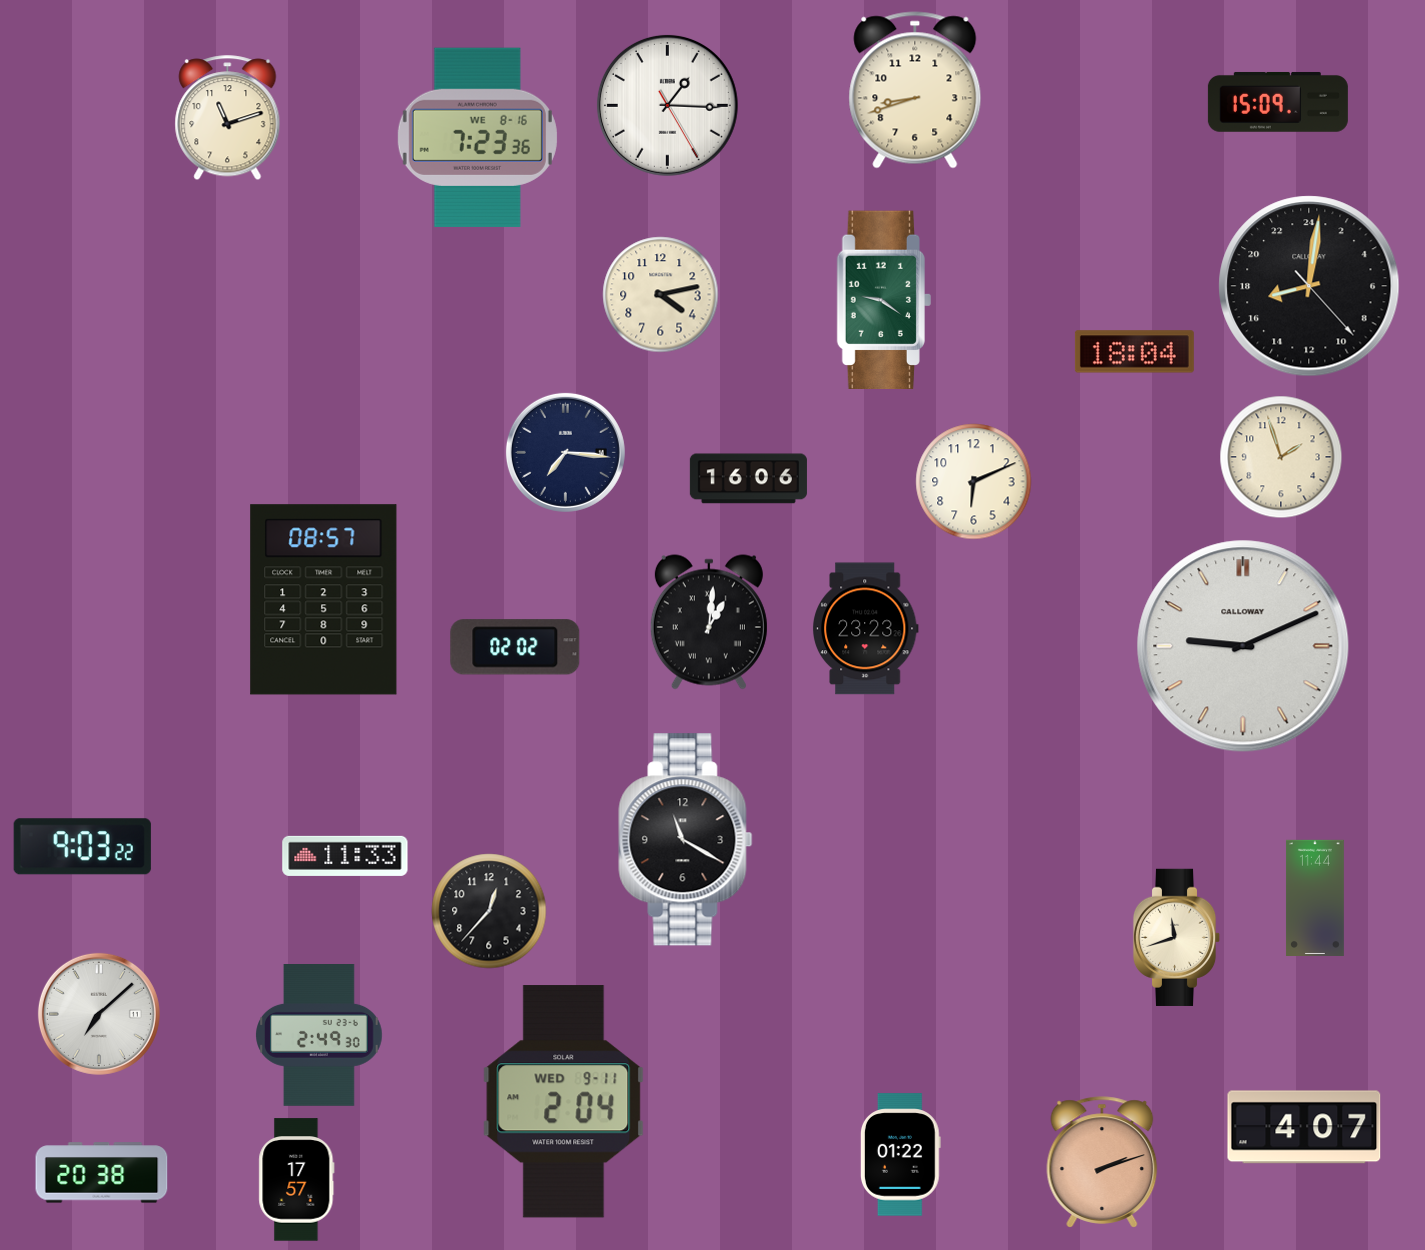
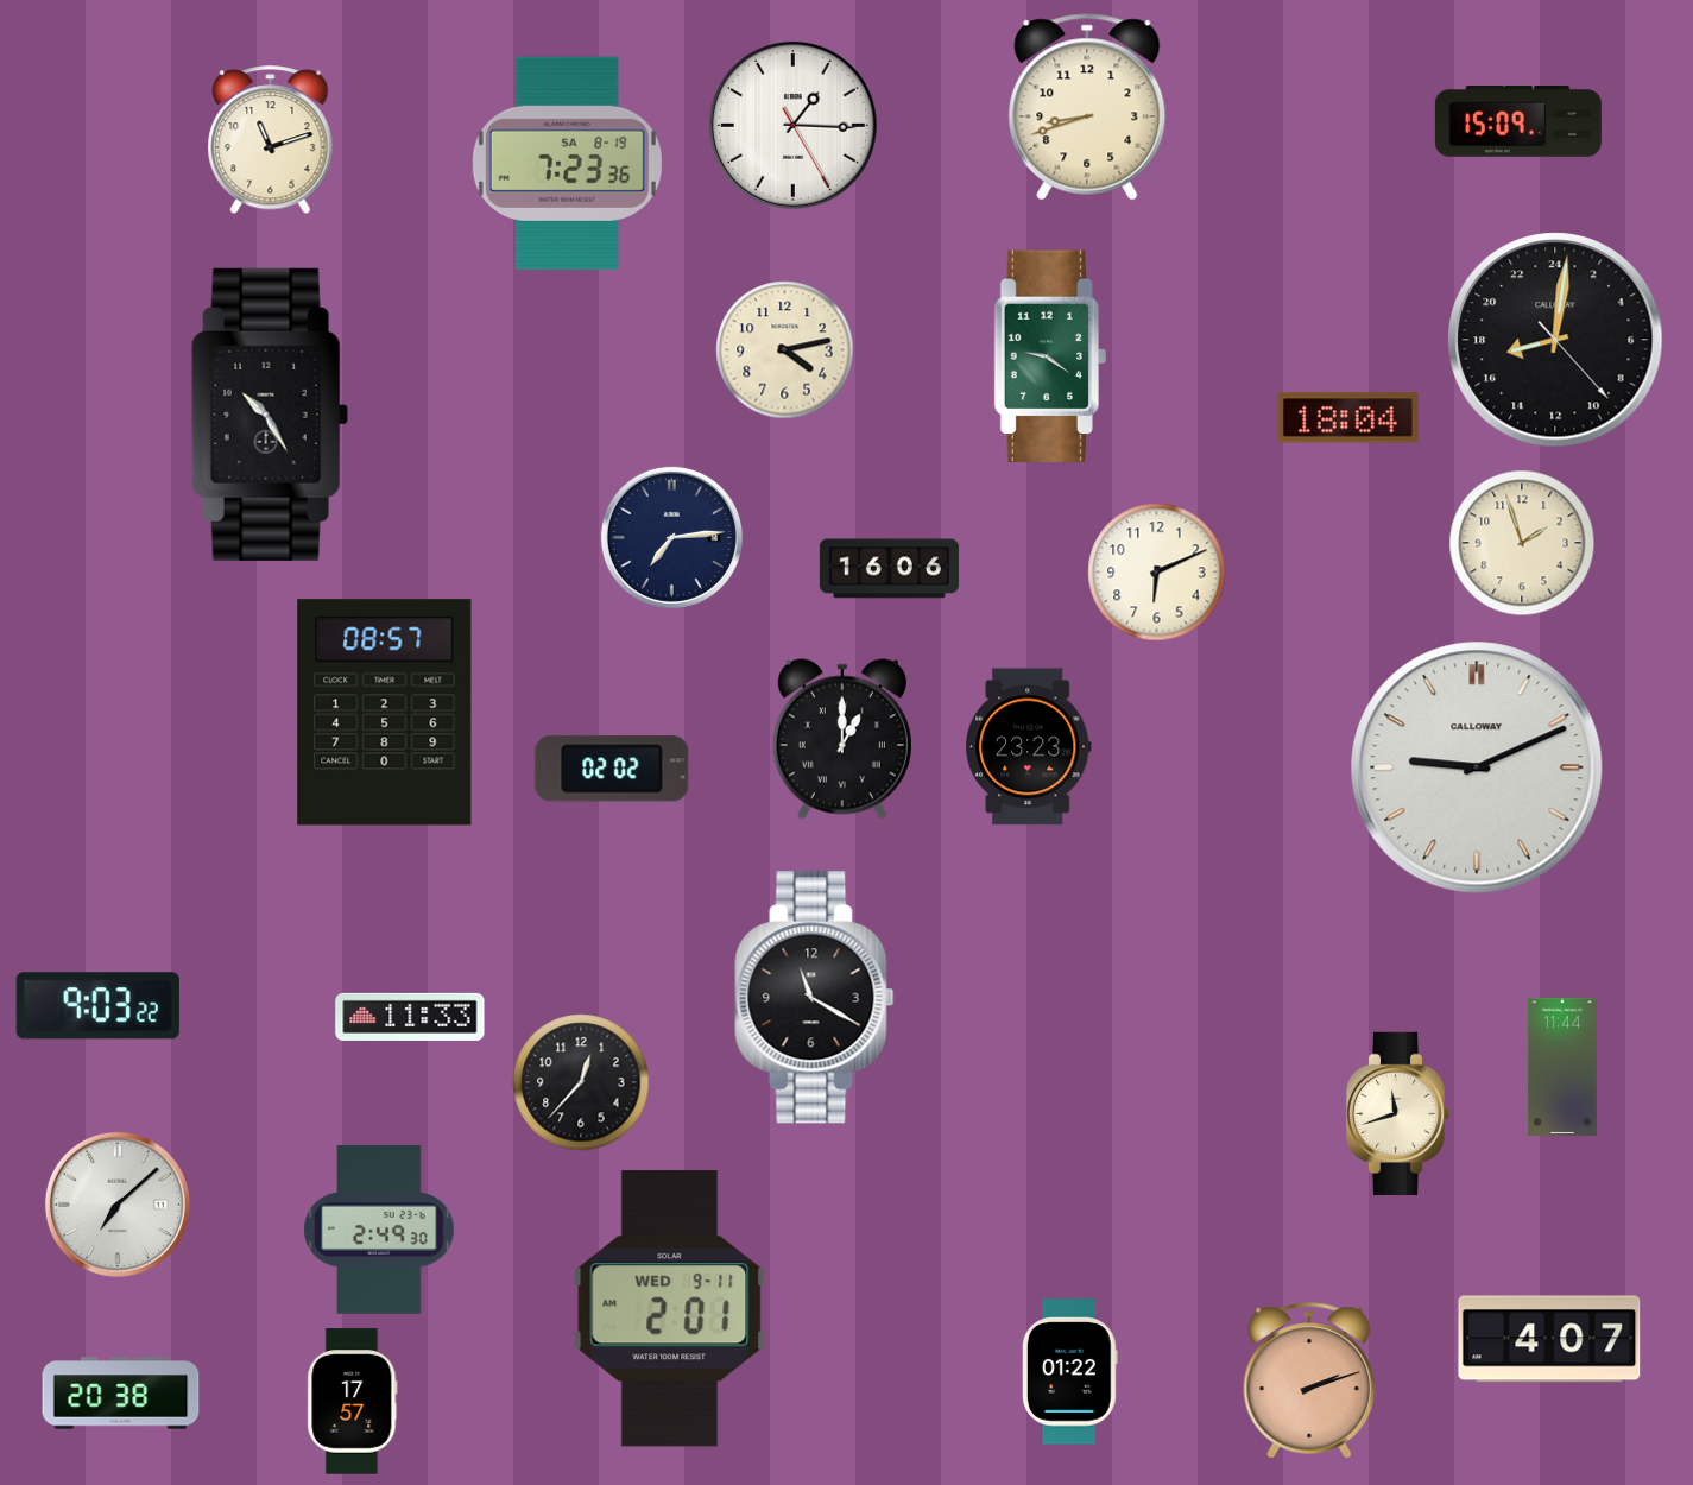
clock at (477, 137) date: WE 8-16 -> SA 8-19
clock at (270, 415): none -> 10:25
clock at (565, 452): 7:16 -> 7:14
clock at (709, 622): 1:01 -> 1:00
clock at (564, 1102): 2:04 -> 2:01
